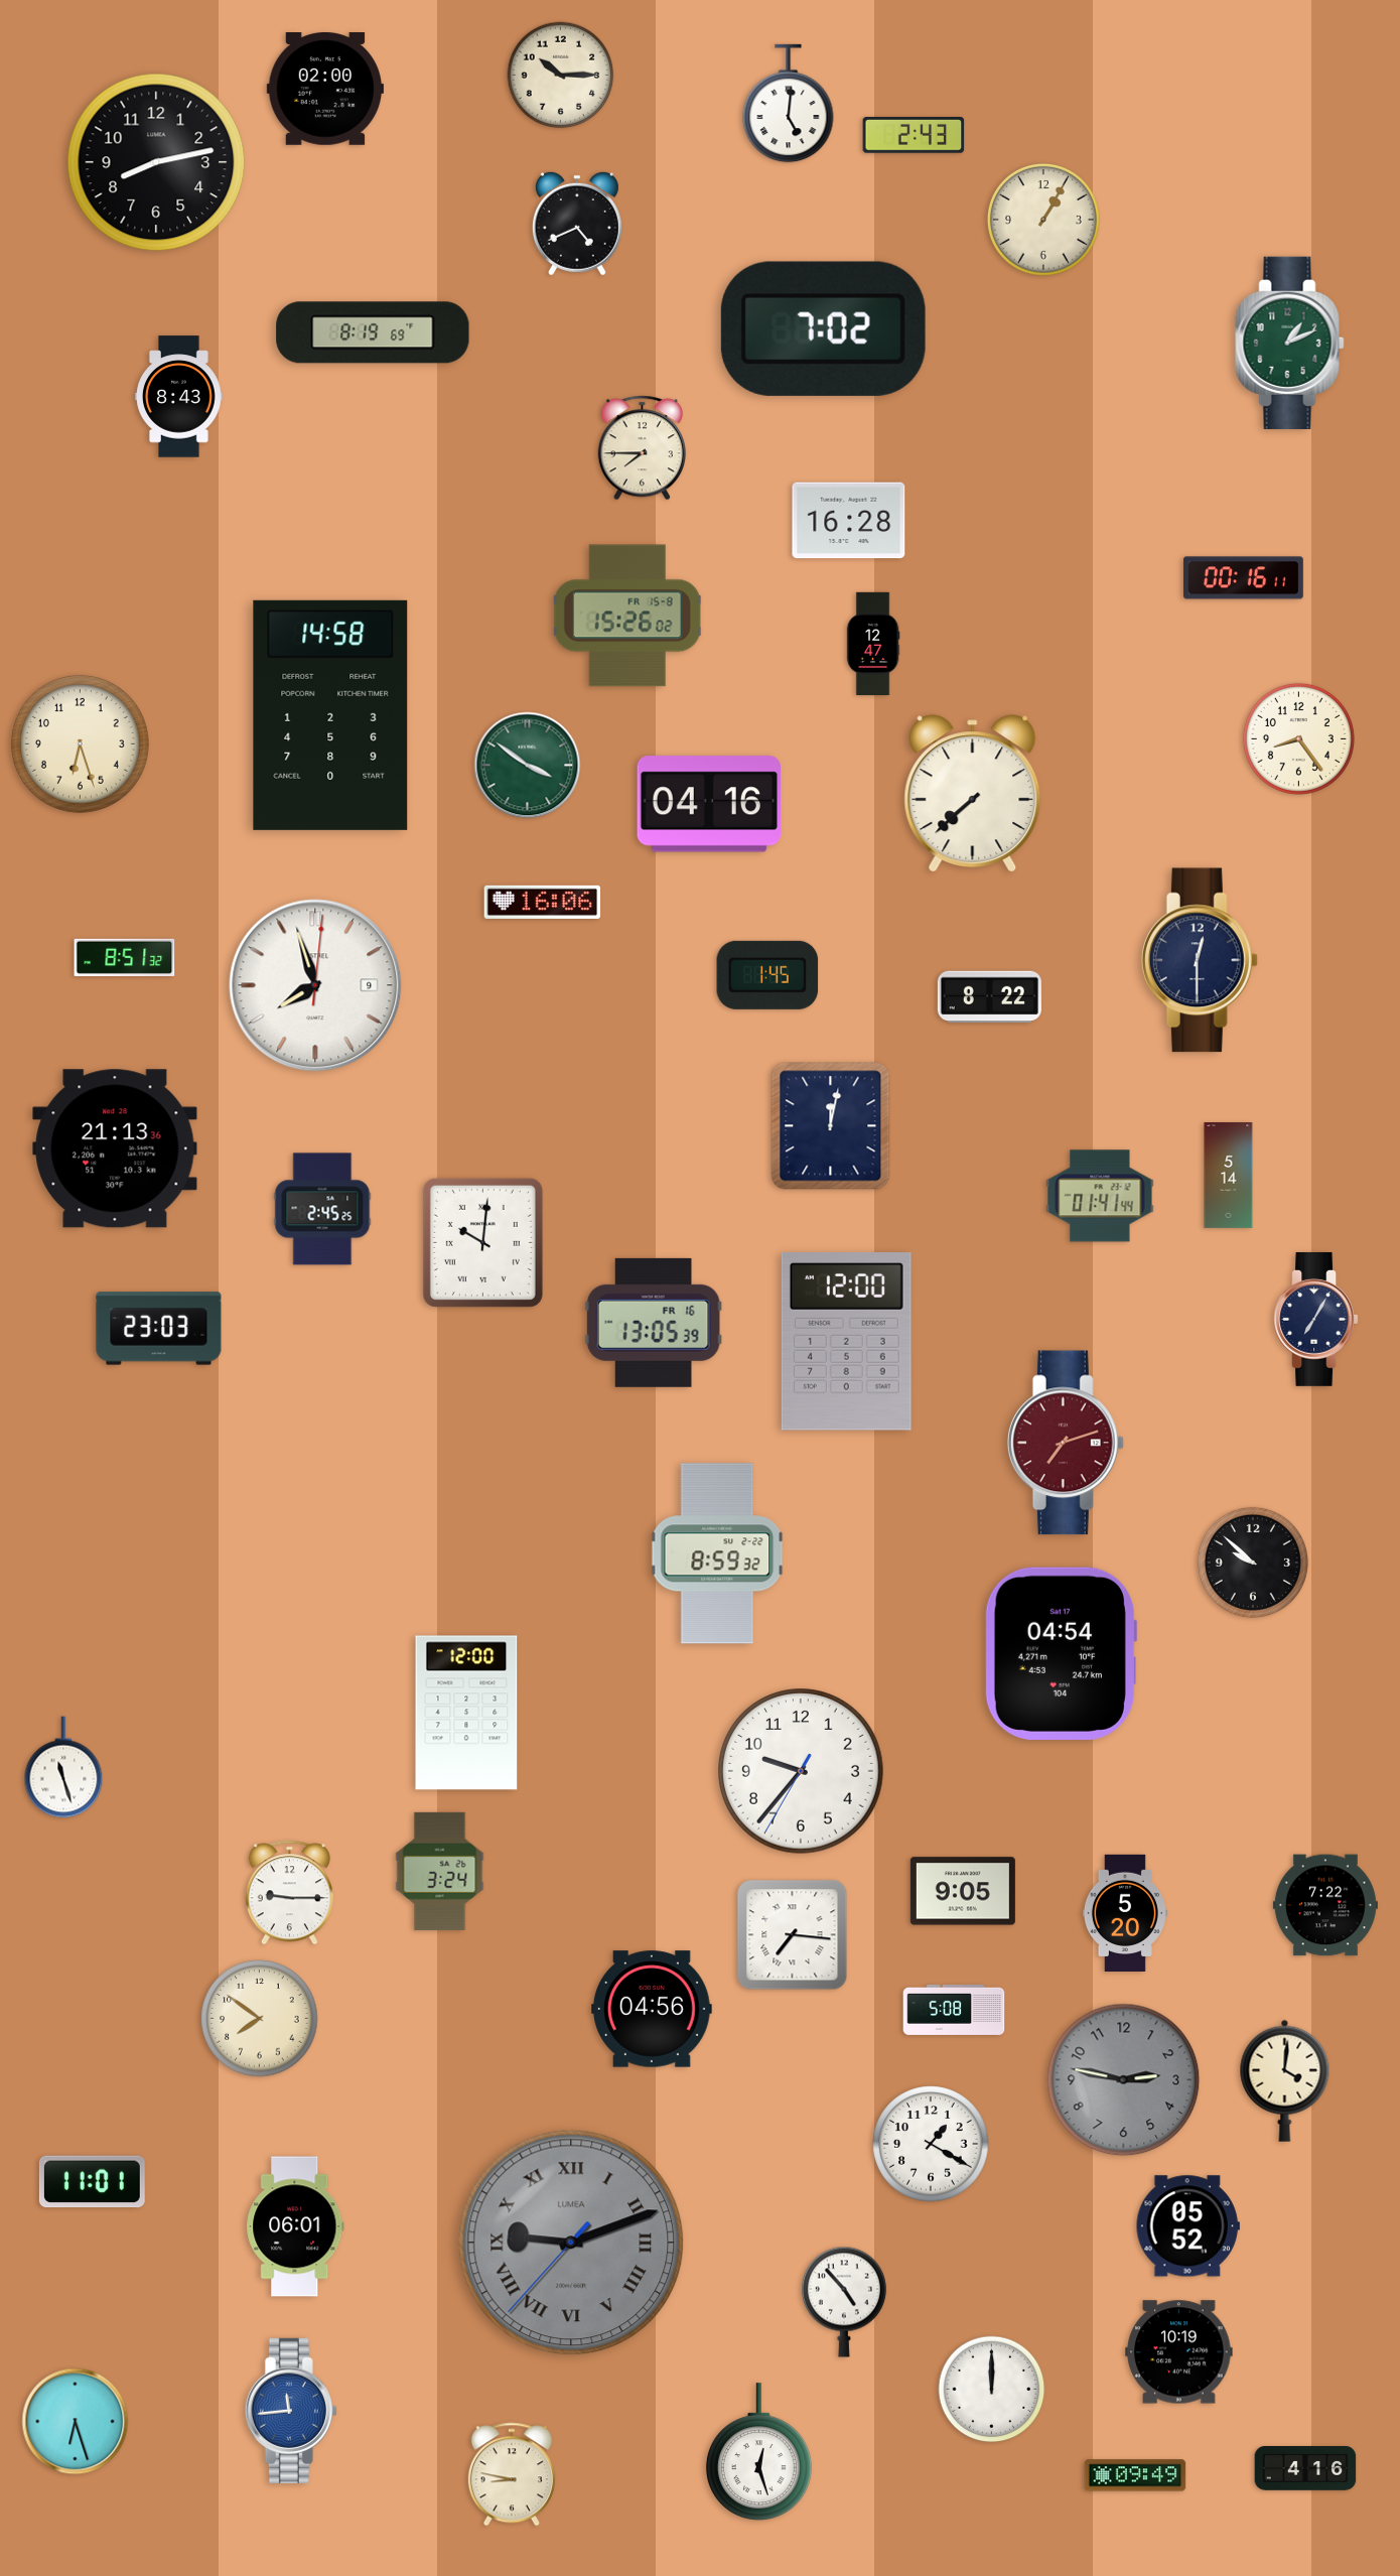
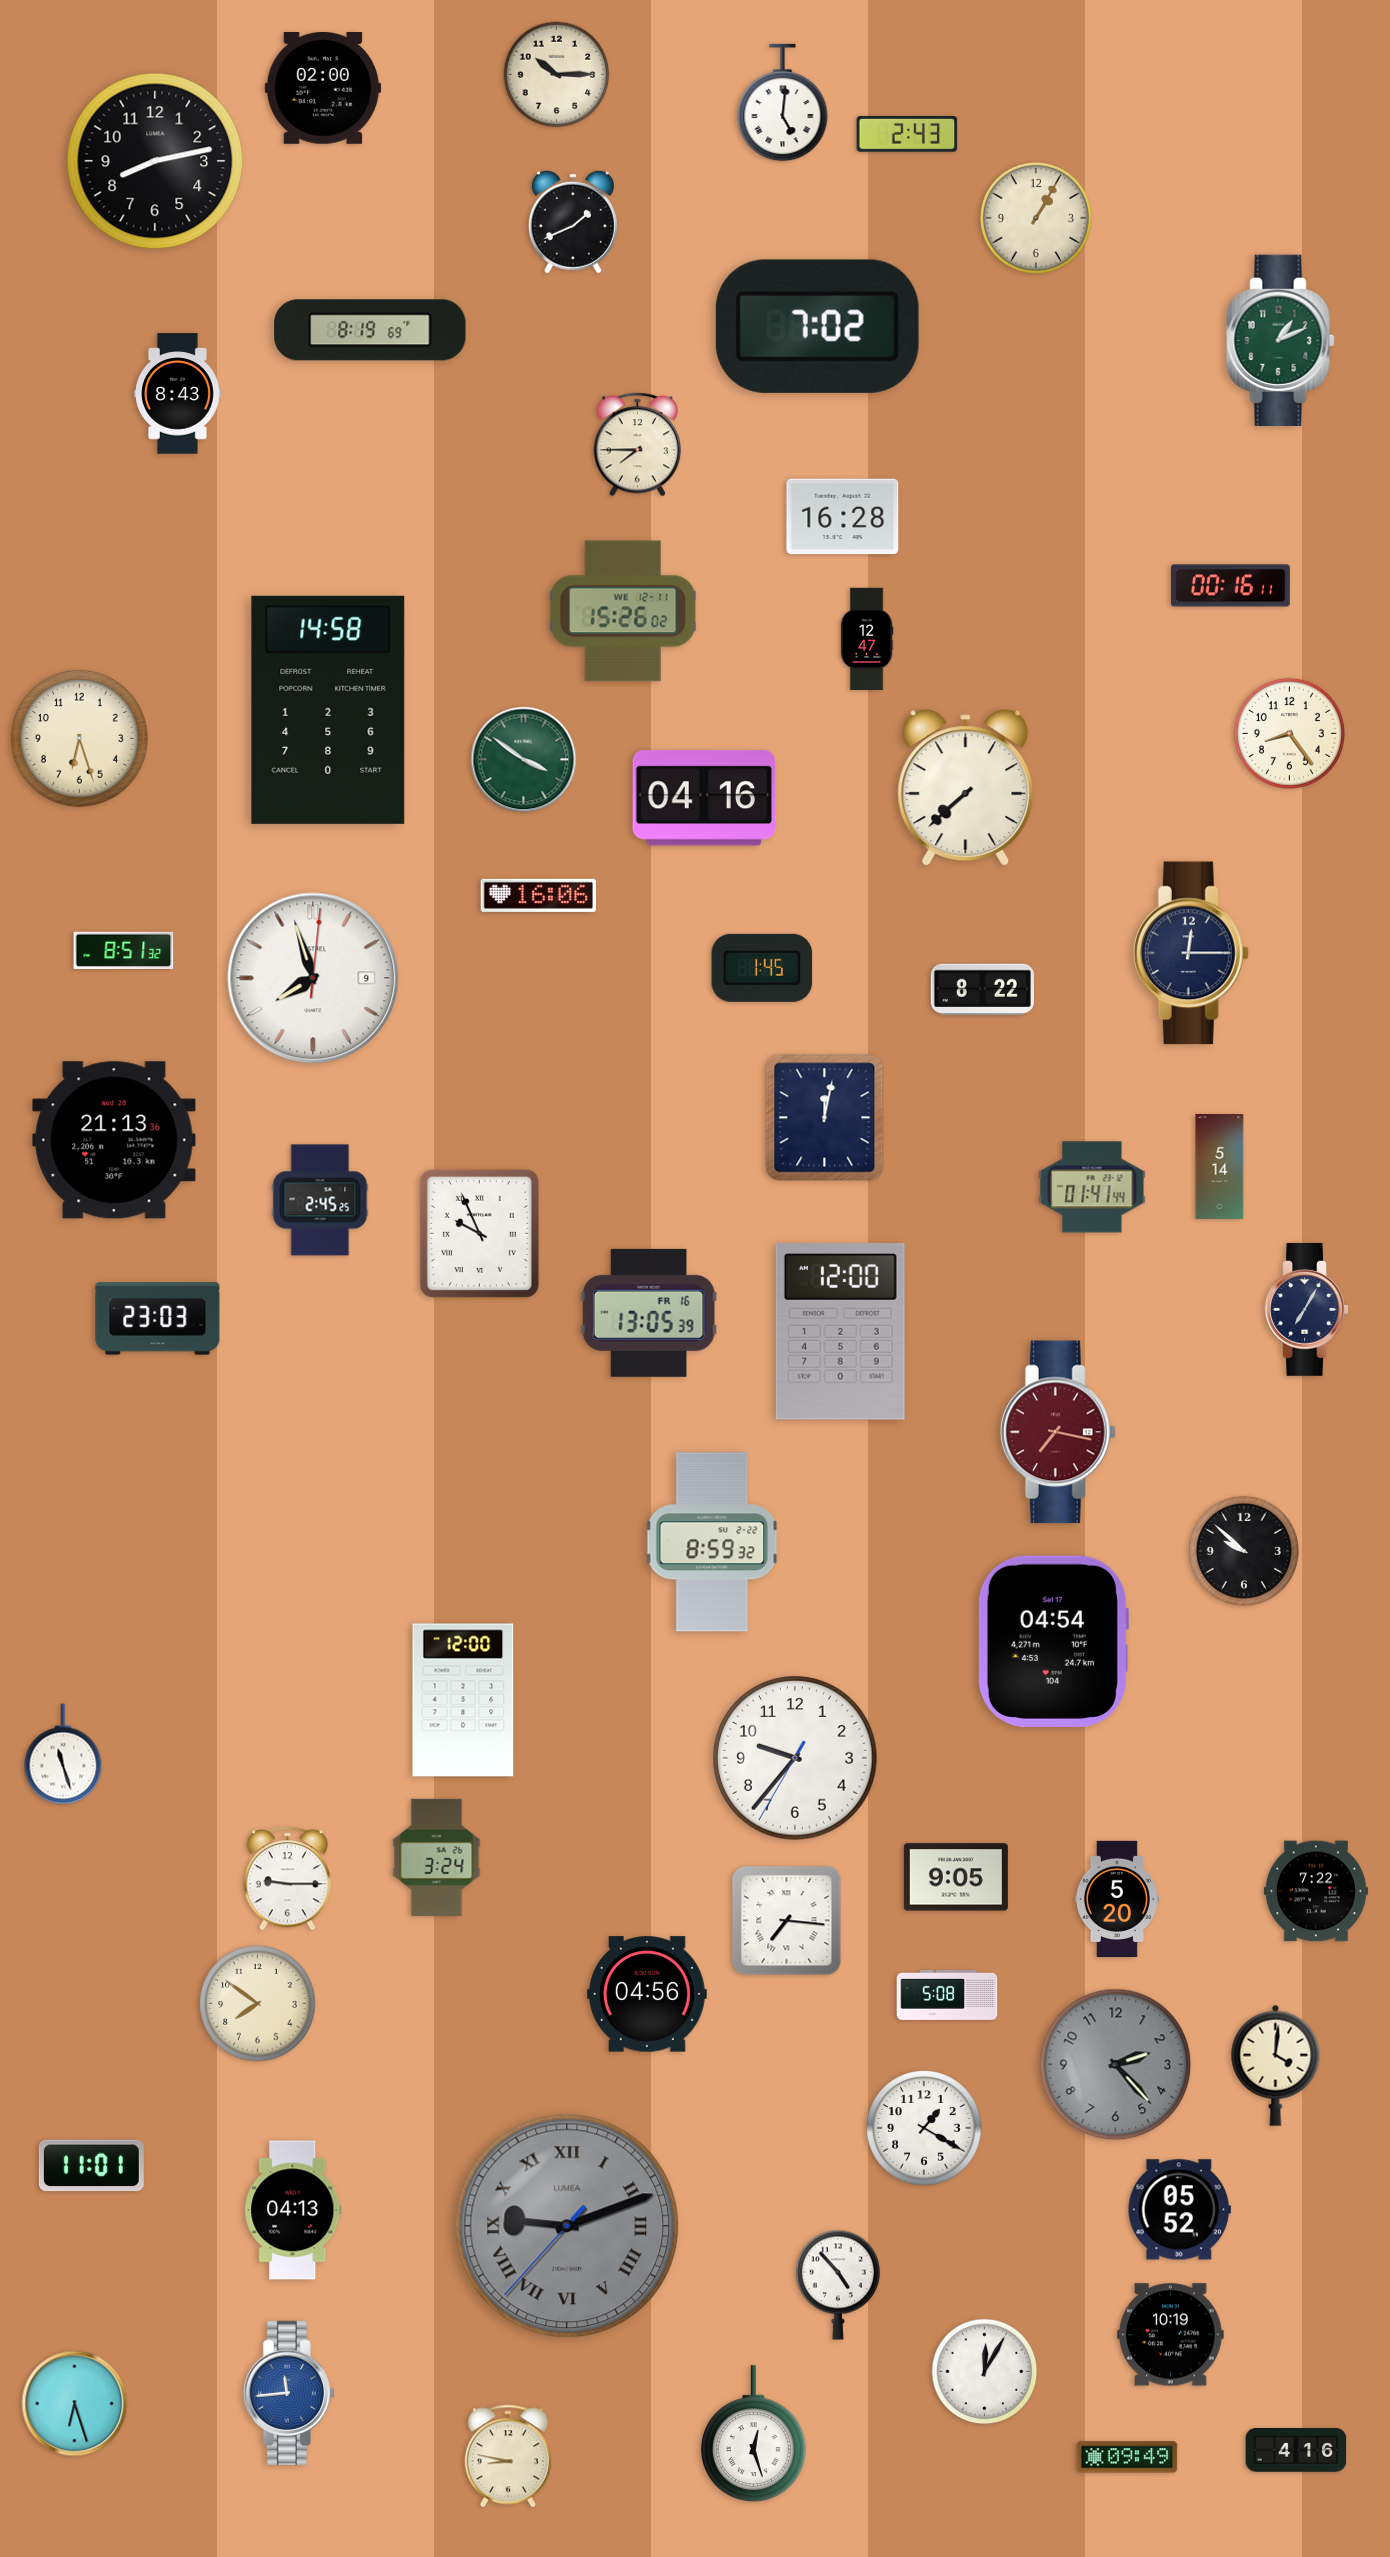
clock at (577, 224): 4:41 -> 1:41
clock at (1243, 578) position: (1243, 578) -> (1230, 586)
clock at (627, 616) date: FR 15-8 -> WE 12-11
clock at (1200, 960): 12:30 -> 12:15
clock at (482, 1242): 10:01 -> 9:56
clock at (1066, 1443): 7:12 -> 7:17
clock at (1124, 2080): 2:47 -> 2:23
clock at (295, 2226): 06:01 -> 04:13
clock at (992, 2390): 12:00 -> 12:05
